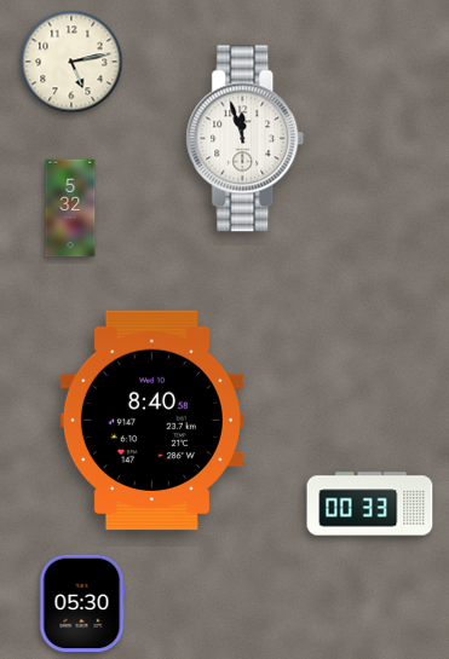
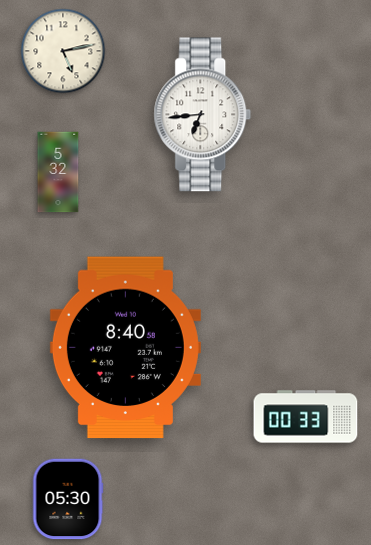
clock at (71, 62) position: (71, 62) -> (63, 51)
clock at (246, 139): 11:57 -> 6:44
